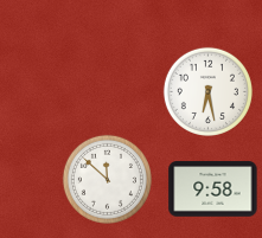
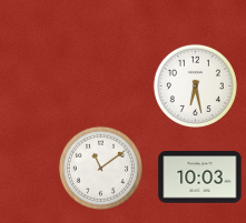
clock at (107, 179): 11:52 -> 11:09
clock at (213, 189): 9:58 -> 10:03
